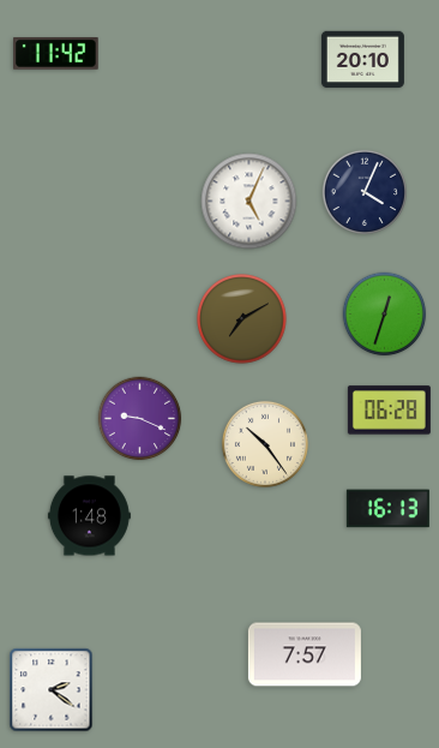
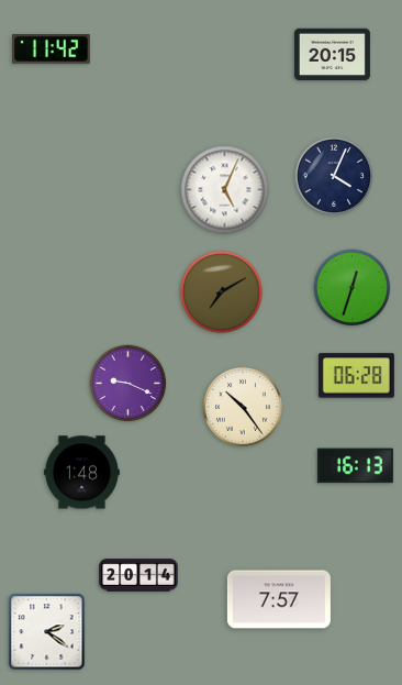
clock at (362, 60): 20:10 -> 20:15
clock at (249, 202) position: (249, 202) -> (225, 190)
clock at (138, 575): none -> 20:14
